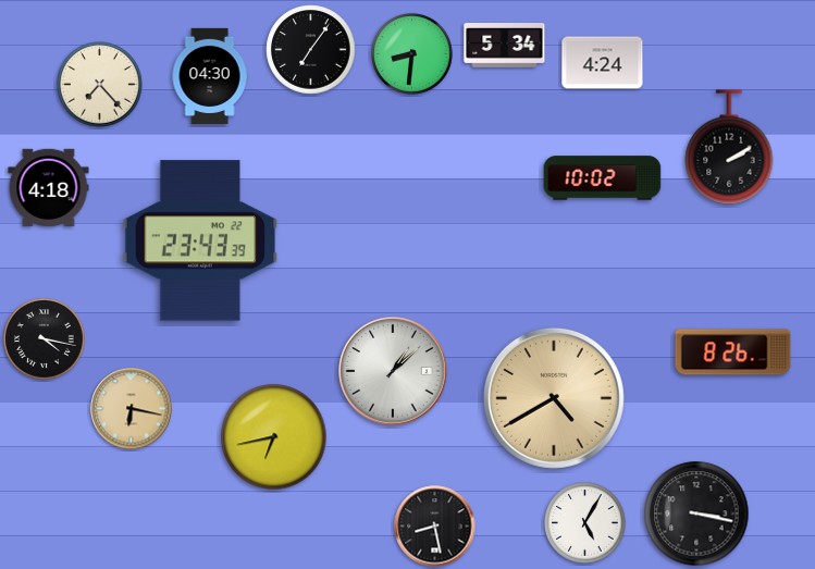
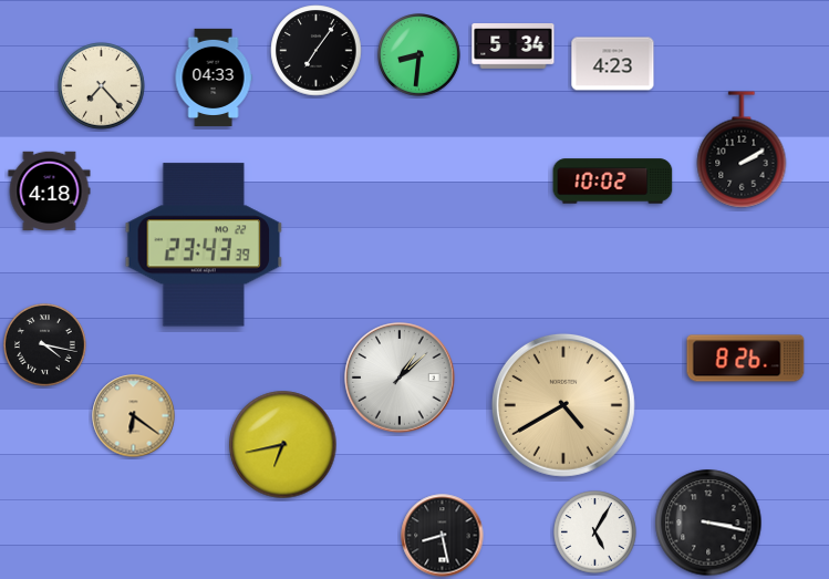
clock at (603, 63): 4:24 -> 4:23
clock at (210, 76): 04:30 -> 04:33
clock at (132, 409): 6:17 -> 6:21
clock at (274, 437) position: (274, 437) -> (283, 445)
